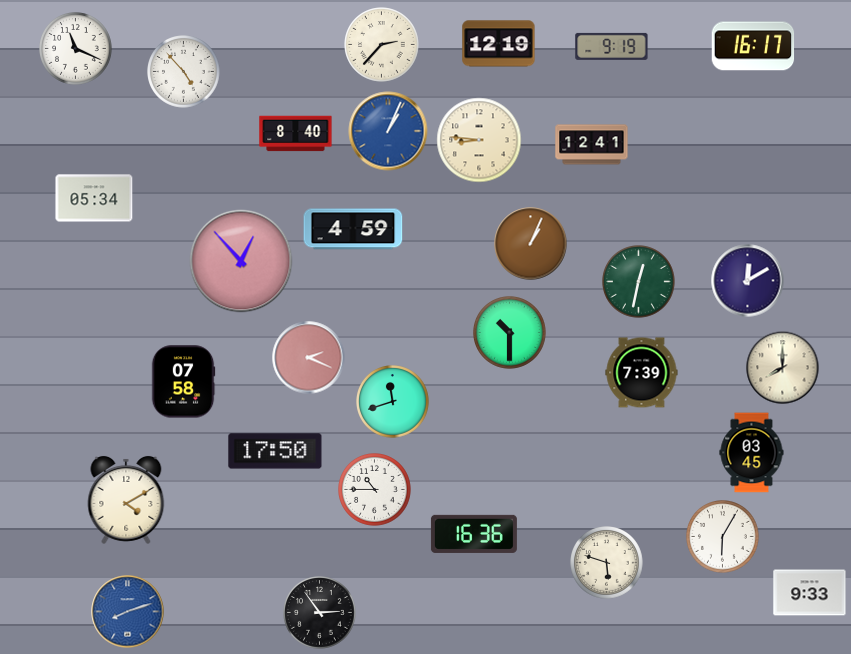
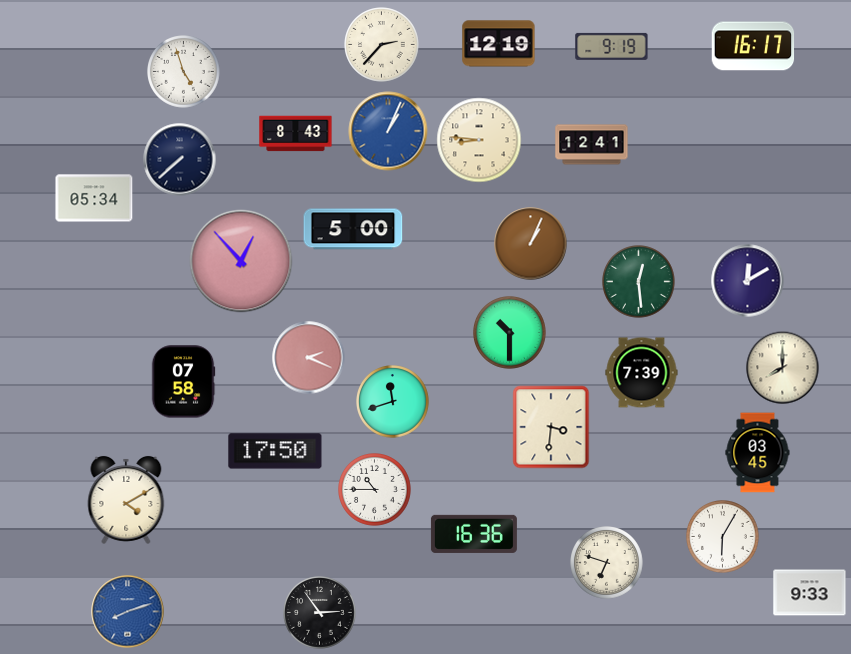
clock at (76, 49): 11:19 -> none
clock at (184, 72): 4:53 -> 4:57
clock at (296, 134): 8:40 -> 8:43
clock at (180, 160): none -> 7:38
clock at (353, 229): 4:59 -> 5:00
clock at (639, 282): 12:32 -> 12:29
clock at (551, 427): none -> 3:31
clock at (752, 453) position: (752, 453) -> (758, 453)
clock at (607, 563): 5:48 -> 6:48
